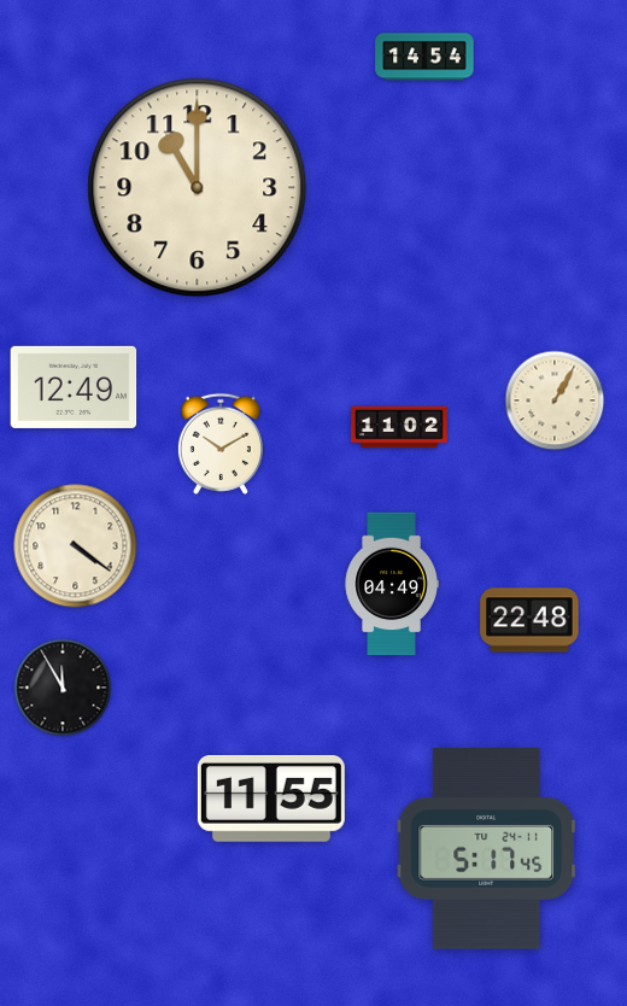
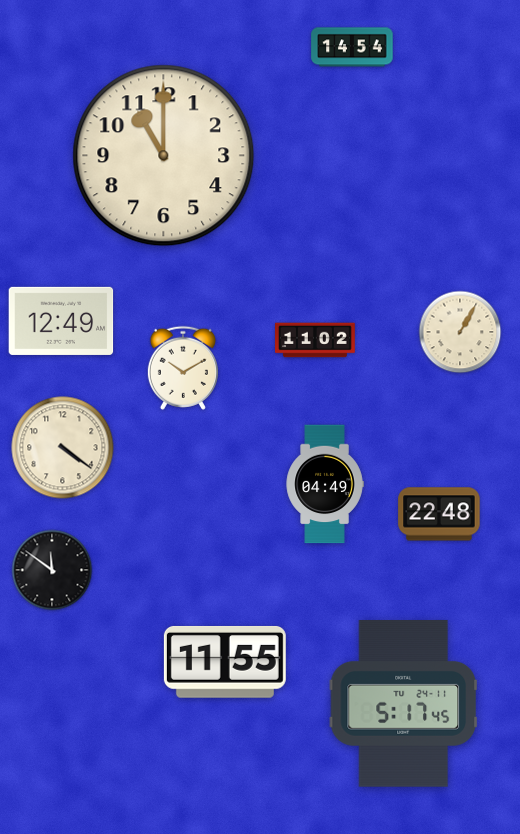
clock at (399, 427) position: (399, 427) -> (315, 340)
clock at (76, 546) position: (76, 546) -> (63, 448)
clock at (63, 688): 11:55 -> 11:51
